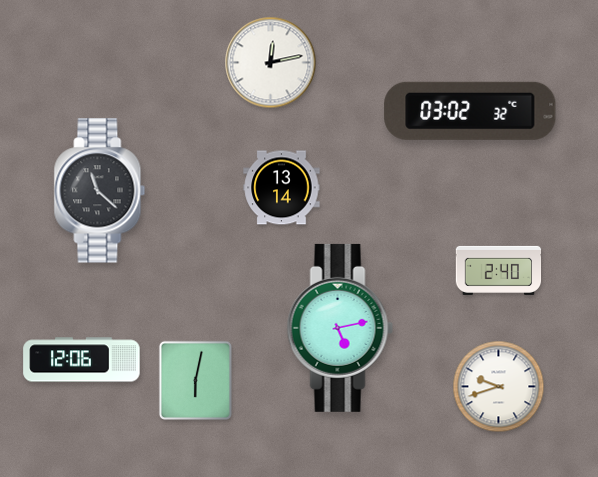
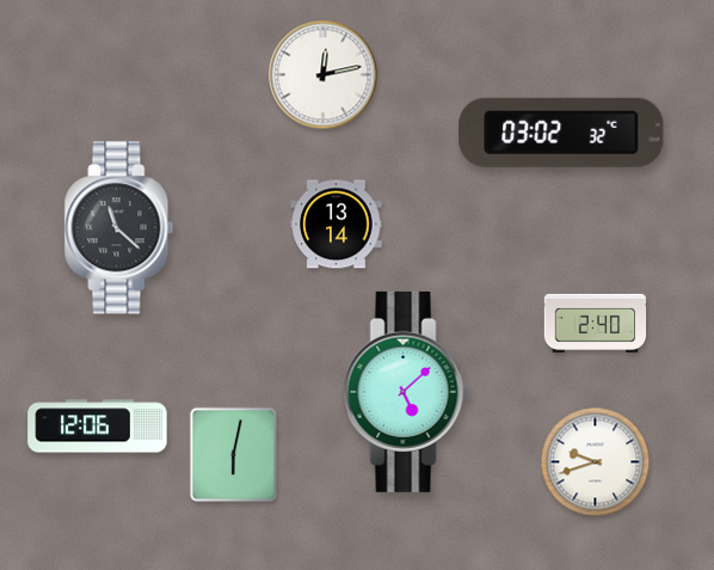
clock at (340, 328): 5:13 -> 5:08
clock at (82, 360) position: (82, 360) -> (98, 427)
